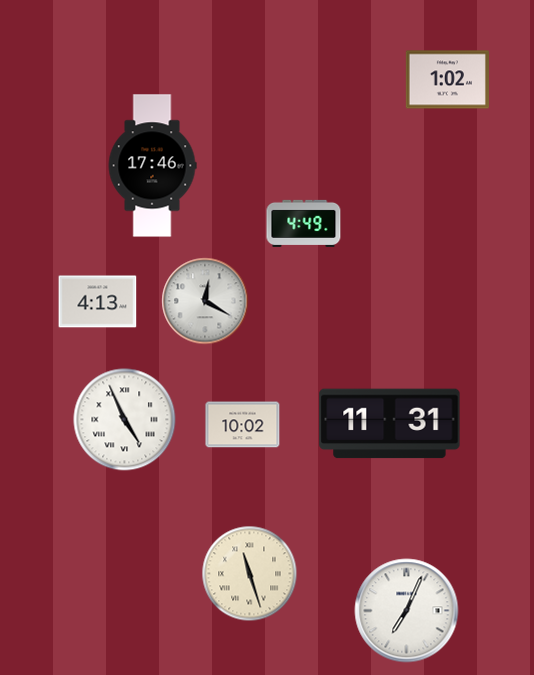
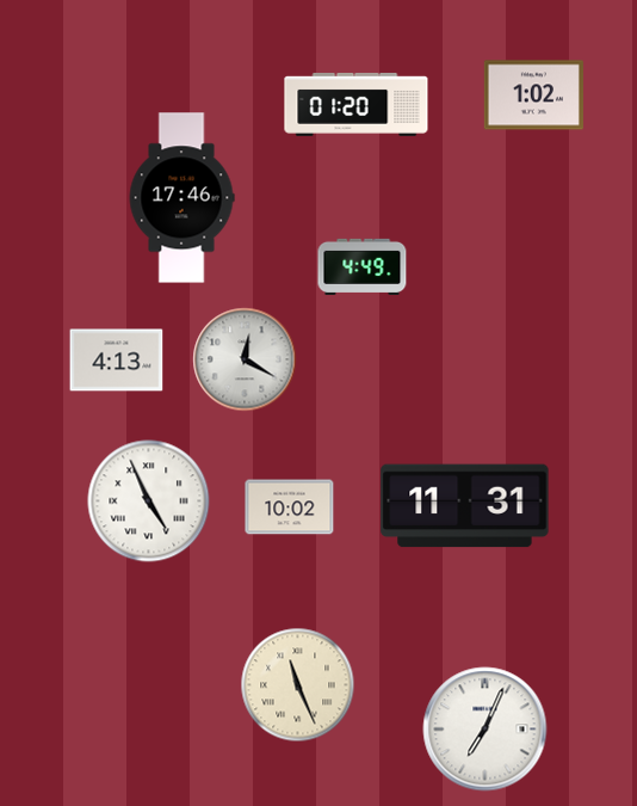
clock at (357, 104): none -> 01:20
clock at (250, 574): 11:27 -> 11:26
